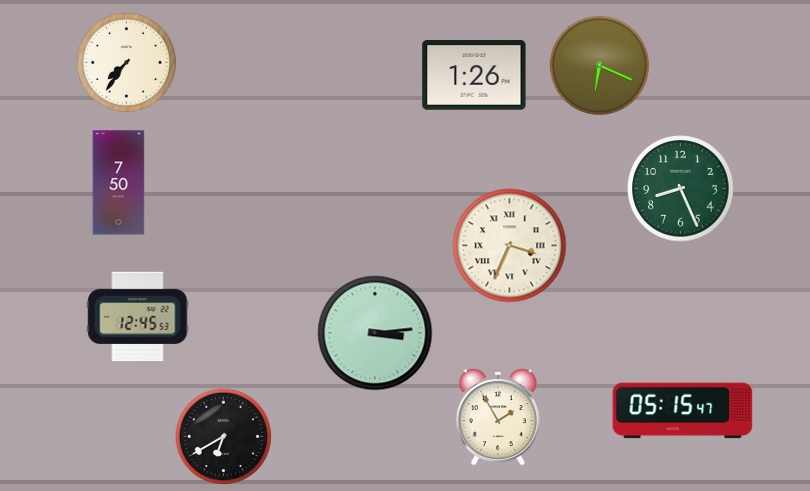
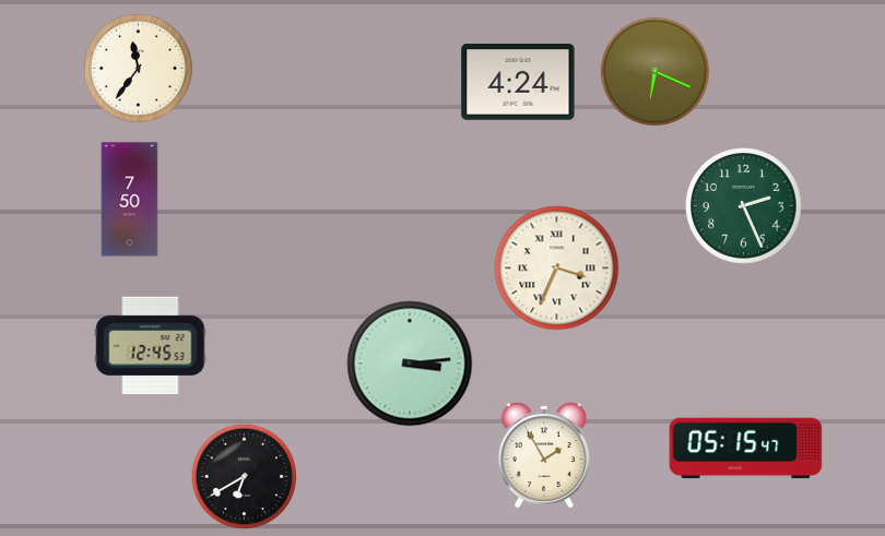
clock at (126, 62): 7:36 -> 11:36
clock at (474, 75): 1:26 -> 4:24
clock at (681, 189): 8:26 -> 2:26
